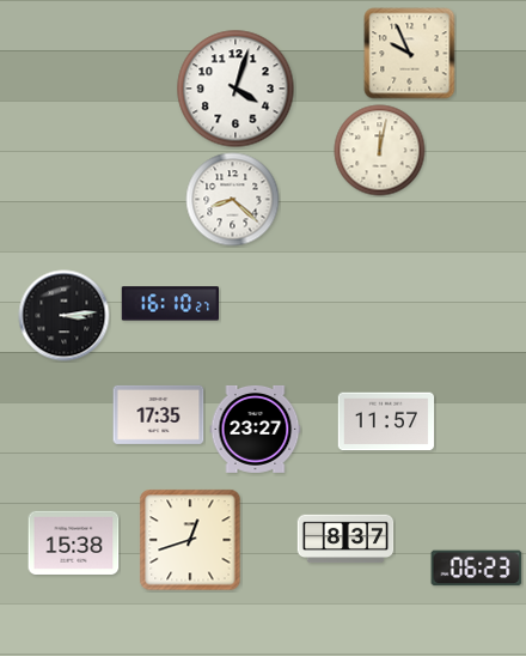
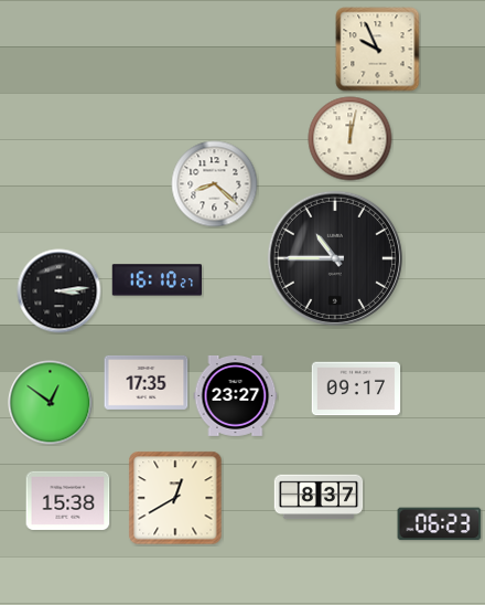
clock at (236, 89): 4:03 -> none
clock at (335, 258): none -> 10:45
clock at (386, 421): 11:57 -> 09:17
clock at (51, 403): none -> 12:51
clock at (190, 540): 12:42 -> 12:40
